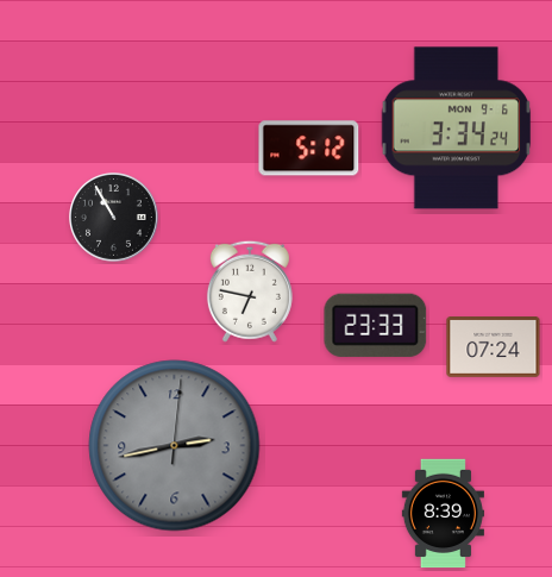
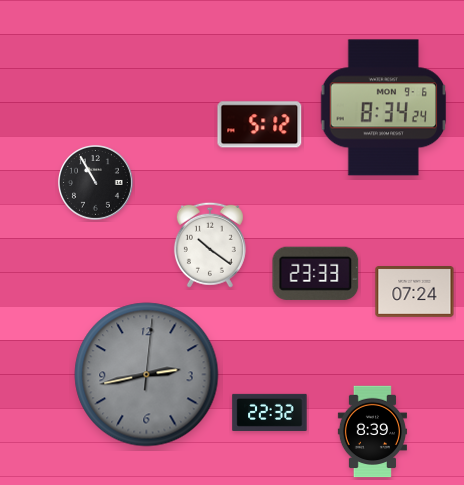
clock at (457, 128): 3:34 -> 8:34
clock at (250, 291): 6:47 -> 10:21
clock at (270, 412): none -> 22:32
